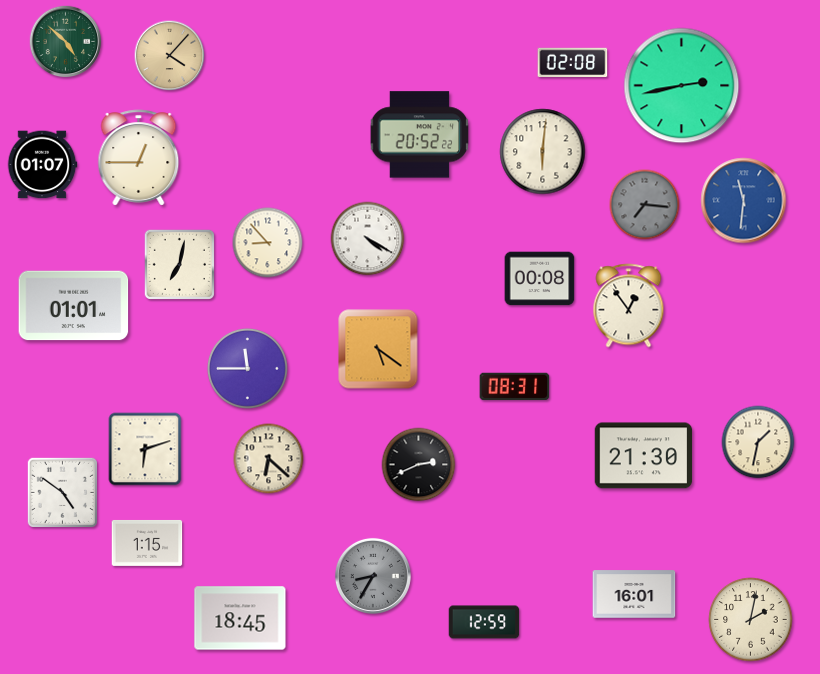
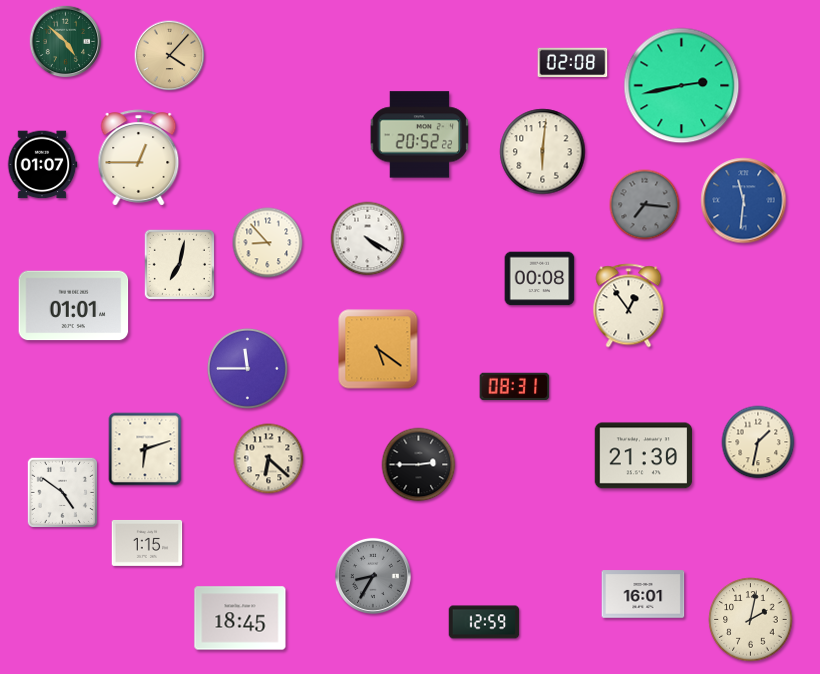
clock at (419, 465): 2:41 -> 2:45
clock at (634, 594) position: (634, 594) -> (643, 594)
